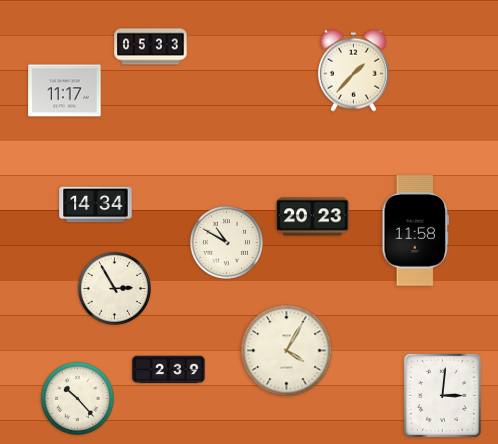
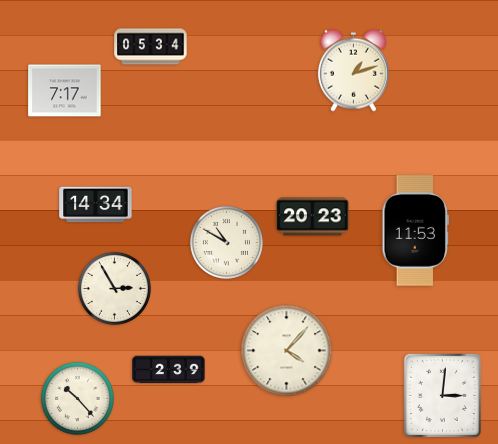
clock at (151, 47): 05:33 -> 05:34
clock at (353, 70): 1:37 -> 1:12
clock at (65, 91): 11:17 -> 7:17
clock at (415, 231): 11:58 -> 11:53
clock at (287, 351): 4:05 -> 4:07
